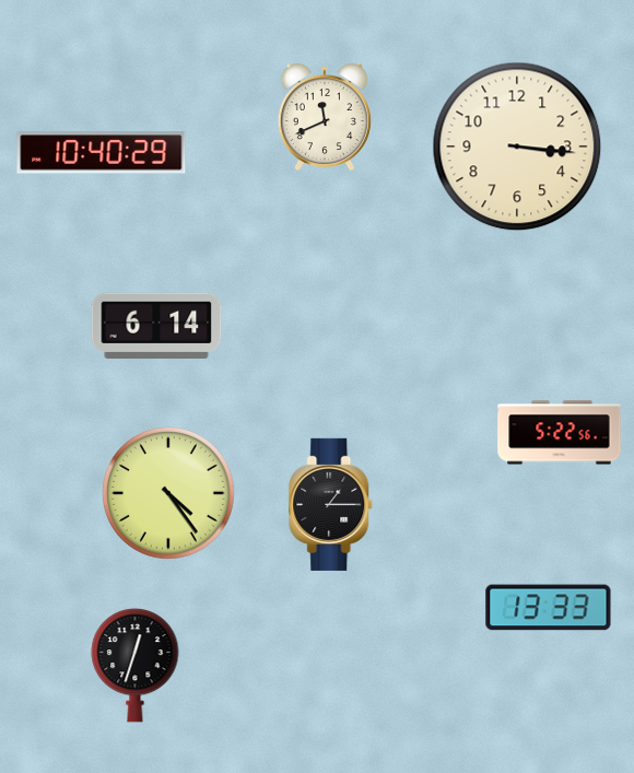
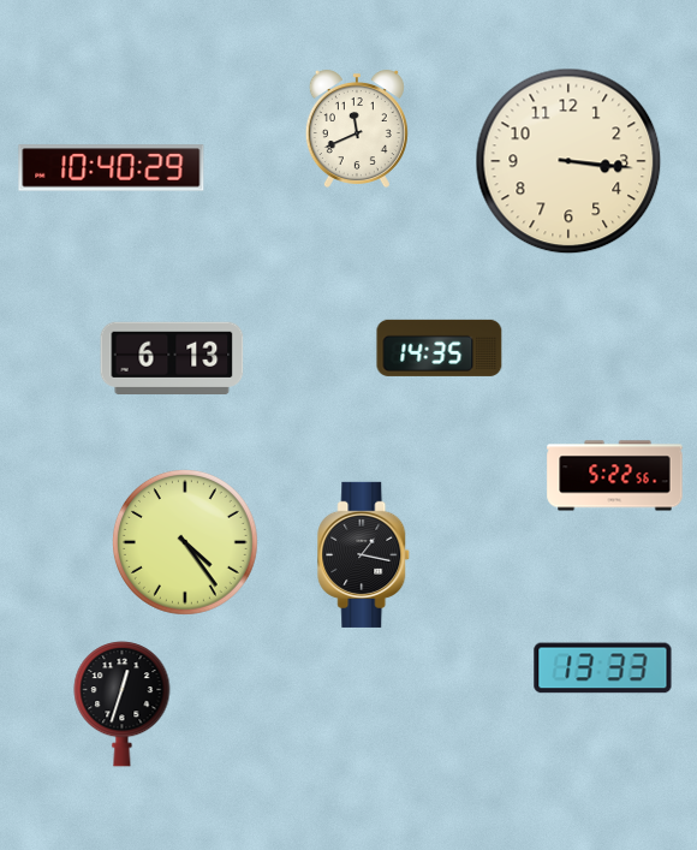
clock at (440, 347): none -> 14:35
clock at (156, 325): 6:14 -> 6:13
clock at (331, 504): 1:15 -> 1:17
clock at (136, 666) position: (136, 666) -> (123, 705)
